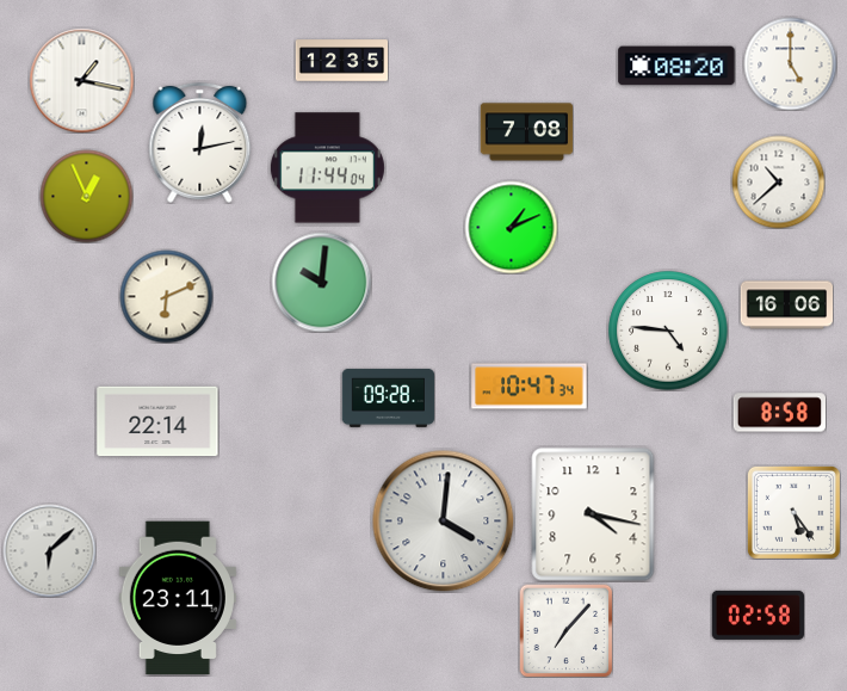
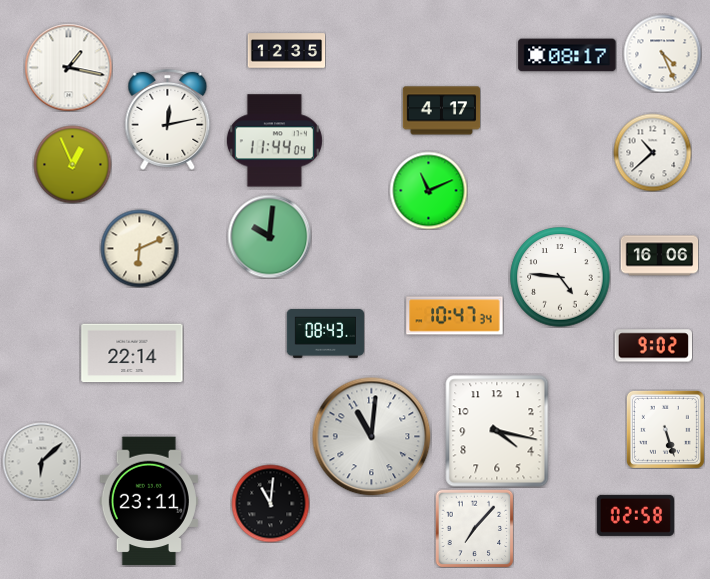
clock at (790, 63): 5:00 -> 4:26
clock at (676, 66): 08:20 -> 08:17
clock at (526, 132): 7:08 -> 4:17
clock at (511, 227): 1:11 -> 11:11
clock at (530, 387) position: (530, 387) -> (455, 316)
clock at (388, 397): 09:28 -> 08:43
clock at (779, 413): 8:58 -> 9:02
clock at (793, 512): 5:24 -> 5:27
clock at (444, 522): 4:01 -> 11:01
clock at (270, 503): none -> 11:01
